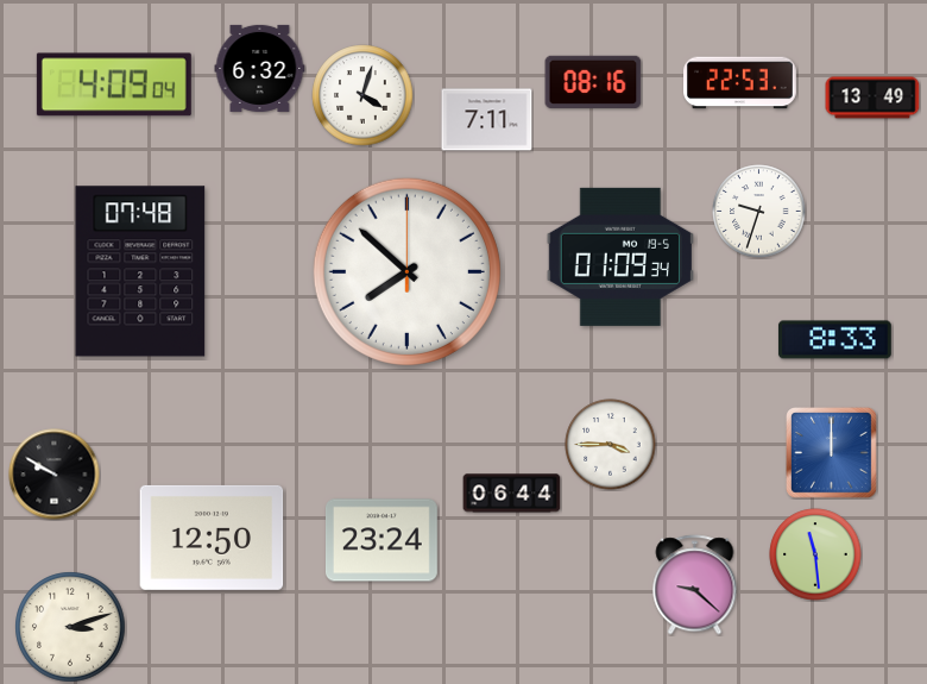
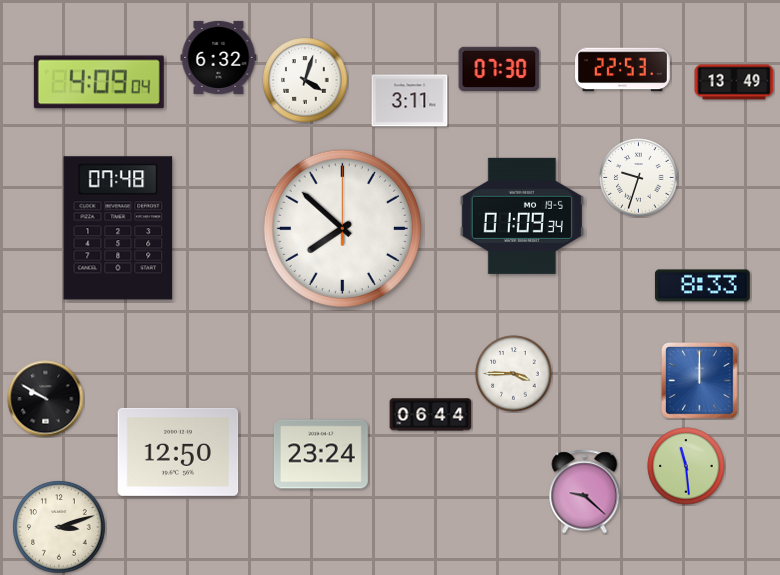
clock at (593, 81): 08:16 -> 07:30
clock at (114, 84) position: (114, 84) -> (99, 82)
clock at (487, 120): 7:11 -> 3:11
